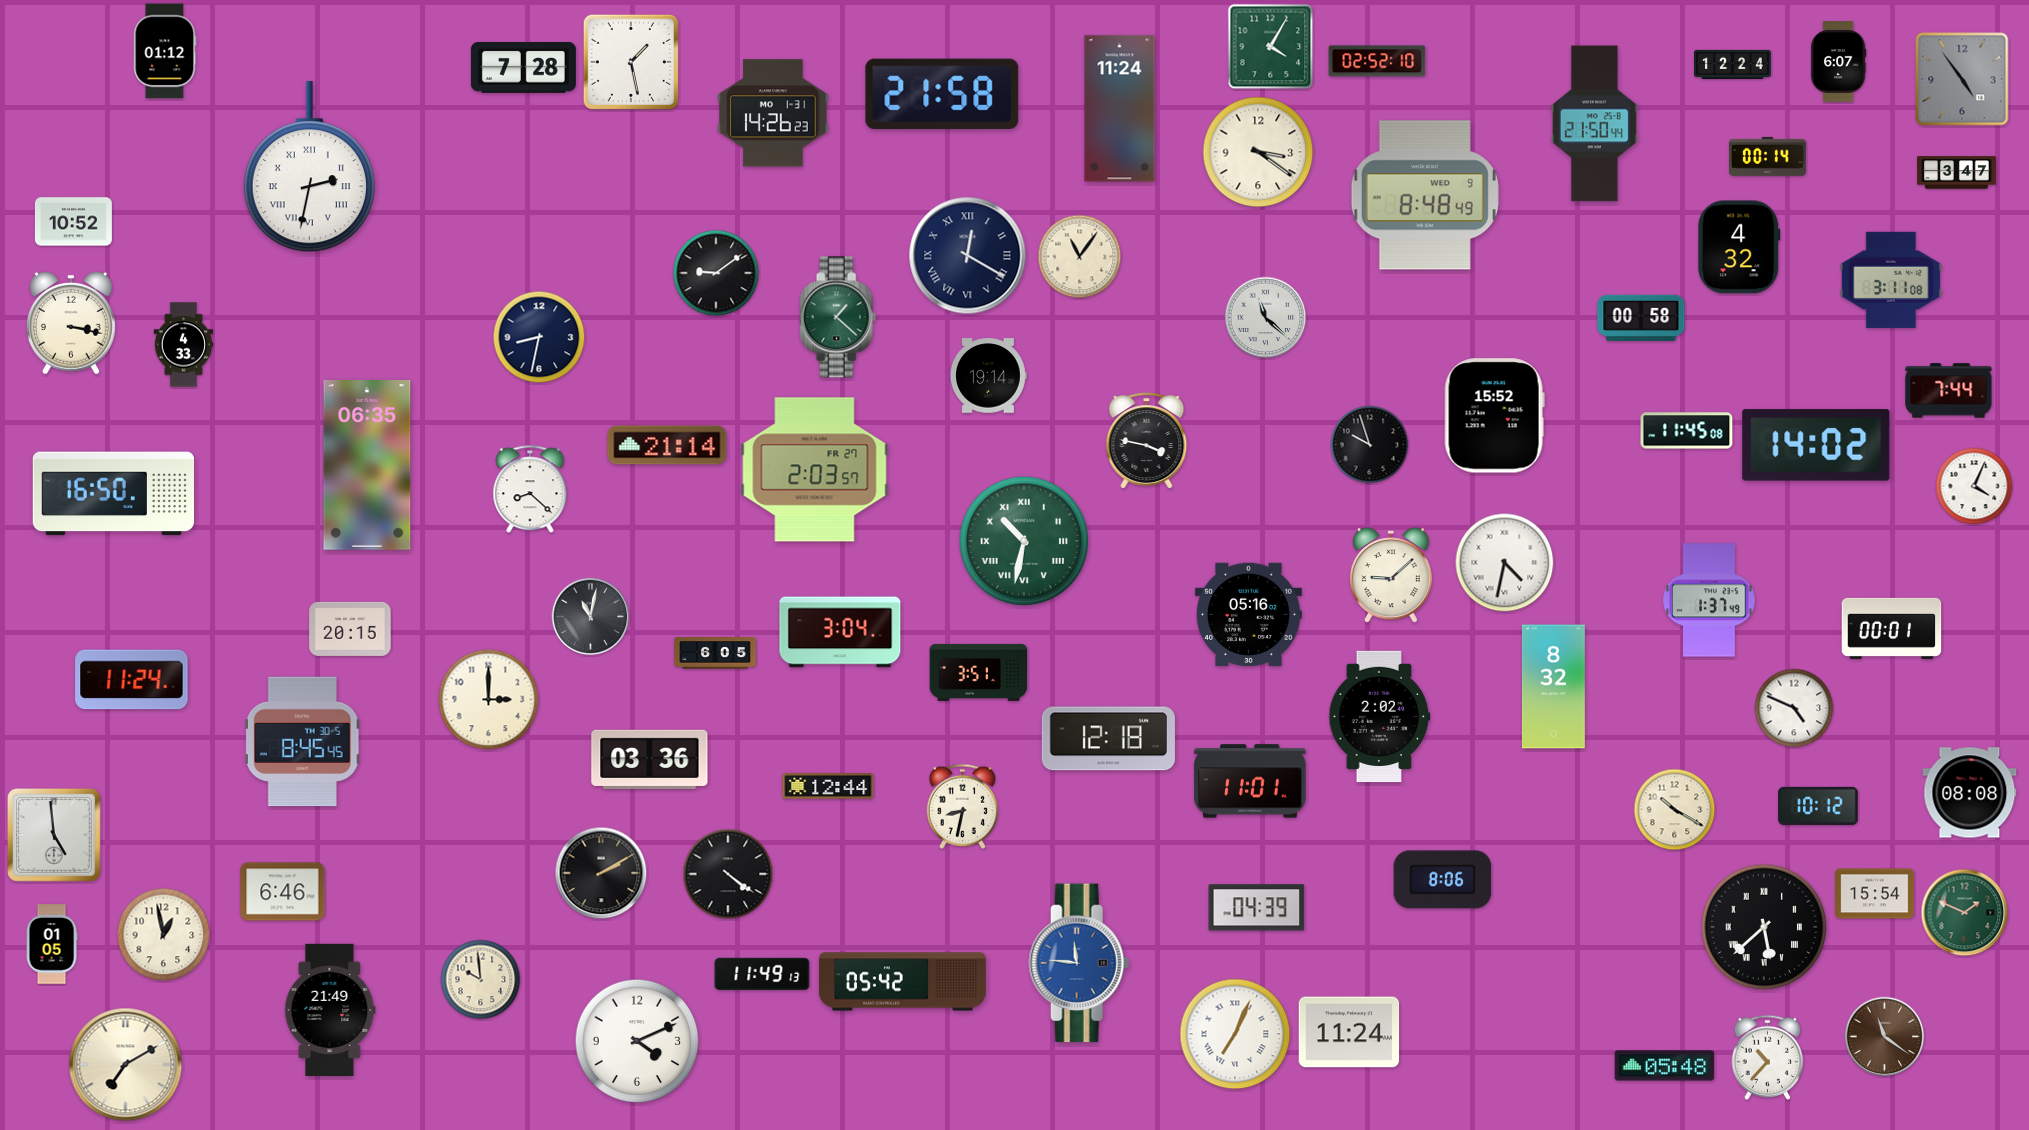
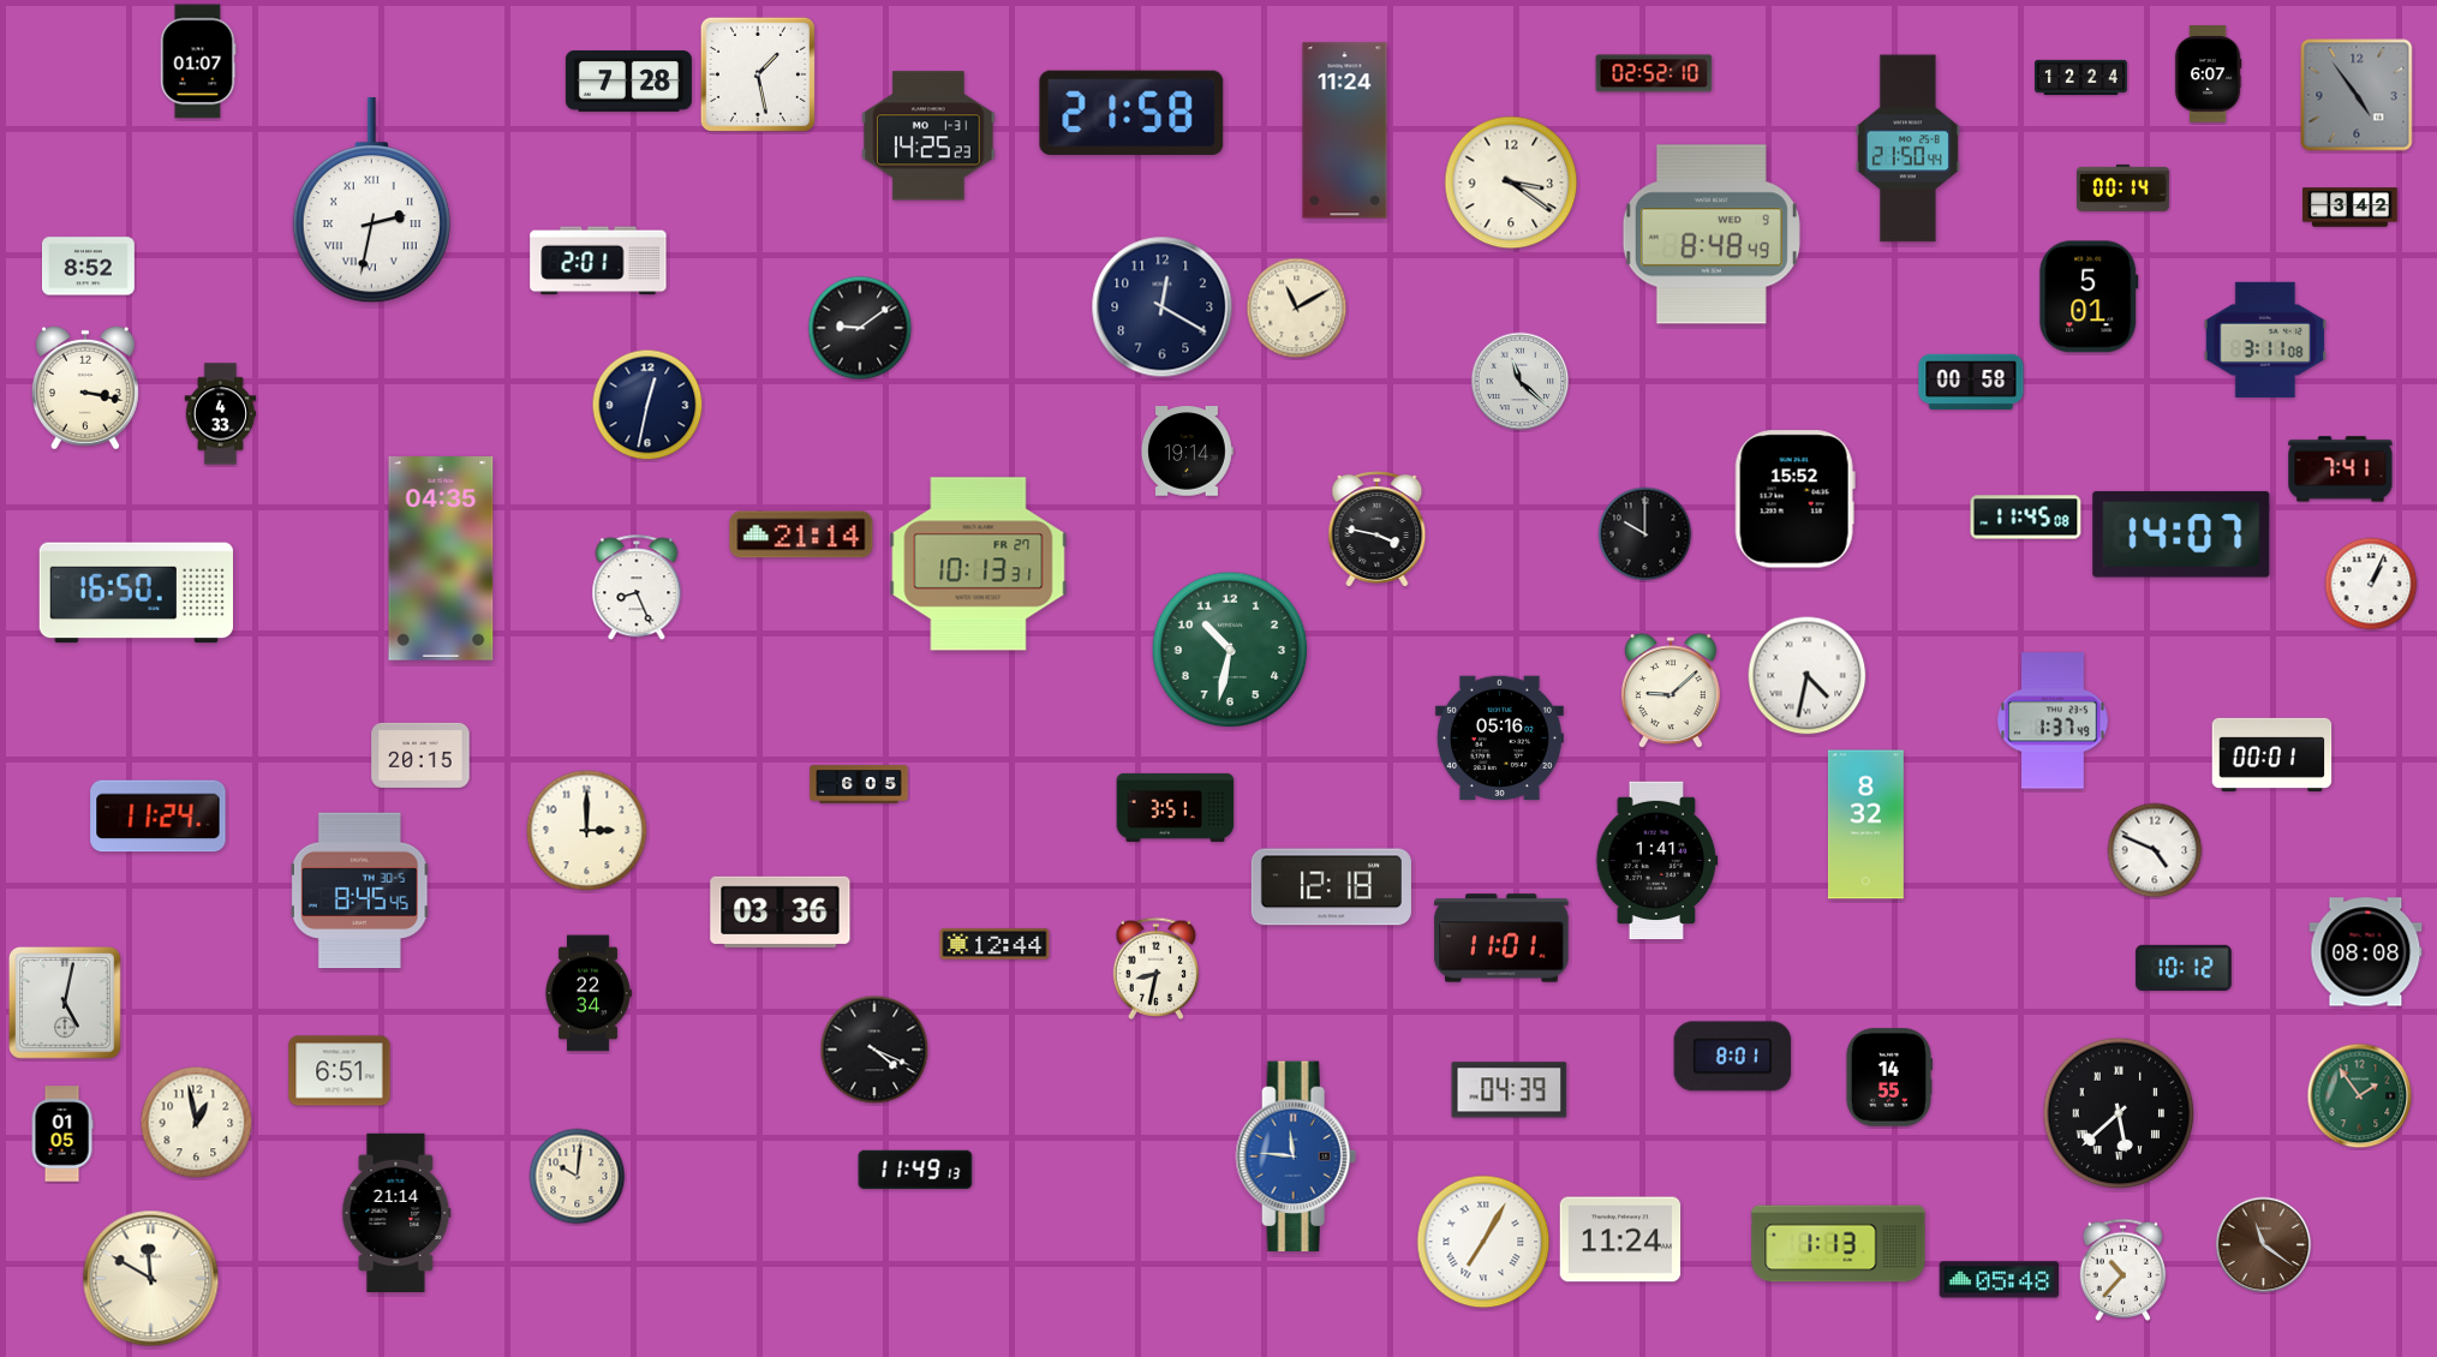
clock at (1271, 47): 4:05 -> none
clock at (165, 51): 01:12 -> 01:07
clock at (773, 113): 14:26 -> 14:25
clock at (1594, 124) position: (1594, 124) -> (1907, 149)
clock at (1957, 173): 3:47 -> 3:42
clock at (598, 261): none -> 2:01
clock at (73, 222): 10:52 -> 8:52
clock at (1739, 247): 4:32 -> 5:01
clock at (968, 256) numerals: Roman -> Arabic
clock at (1080, 257): 11:06 -> 11:10
clock at (1891, 280) position: (1891, 280) -> (2265, 340)
clock at (838, 317): 1:22 -> none
clock at (539, 337): 8:32 -> 12:32
clock at (1949, 391): 7:44 -> 7:41
clock at (1370, 445): 9:57 -> 10:00
clock at (1816, 445): 14:02 -> 14:07
clock at (367, 466): 06:35 -> 04:35
clock at (815, 470): 2:03 -> 10:13
clock at (1974, 486): 4:04 -> 1:04
clock at (530, 490): 8:22 -> 8:26
clock at (1024, 541) numerals: Roman -> Arabic
clock at (591, 617): 11:02 -> none
clock at (840, 632): 3:04 -> none
clock at (489, 700) position: (489, 700) -> (587, 831)
clock at (1380, 717): 2:02 -> 1:41
clock at (303, 742) position: (303, 742) -> (360, 891)
clock at (1675, 810): 10:20 -> none
clock at (589, 993): none -> 22:34
clock at (55, 836): 4:59 -> 5:02
clock at (601, 873): 2:10 -> none
clock at (728, 874): 4:21 -> 4:19
clock at (1443, 880): 8:06 -> 8:01
clock at (283, 892): 6:46 -> 6:51
clock at (1875, 894): 15:54 -> none
clock at (1888, 1077): none -> 14:55
clock at (1965, 913): 1:49 -> 1:54
clock at (481, 980): 9:59 -> 10:01
clock at (902, 982): 05:42 -> none
clock at (330, 1009): 21:49 -> 21:14
clock at (1235, 1034): 7:04 -> 7:05
clock at (1839, 1244): none -> 1:13
clock at (637, 1041): 4:11 -> none
clock at (126, 1065): 7:10 -> 11:50
